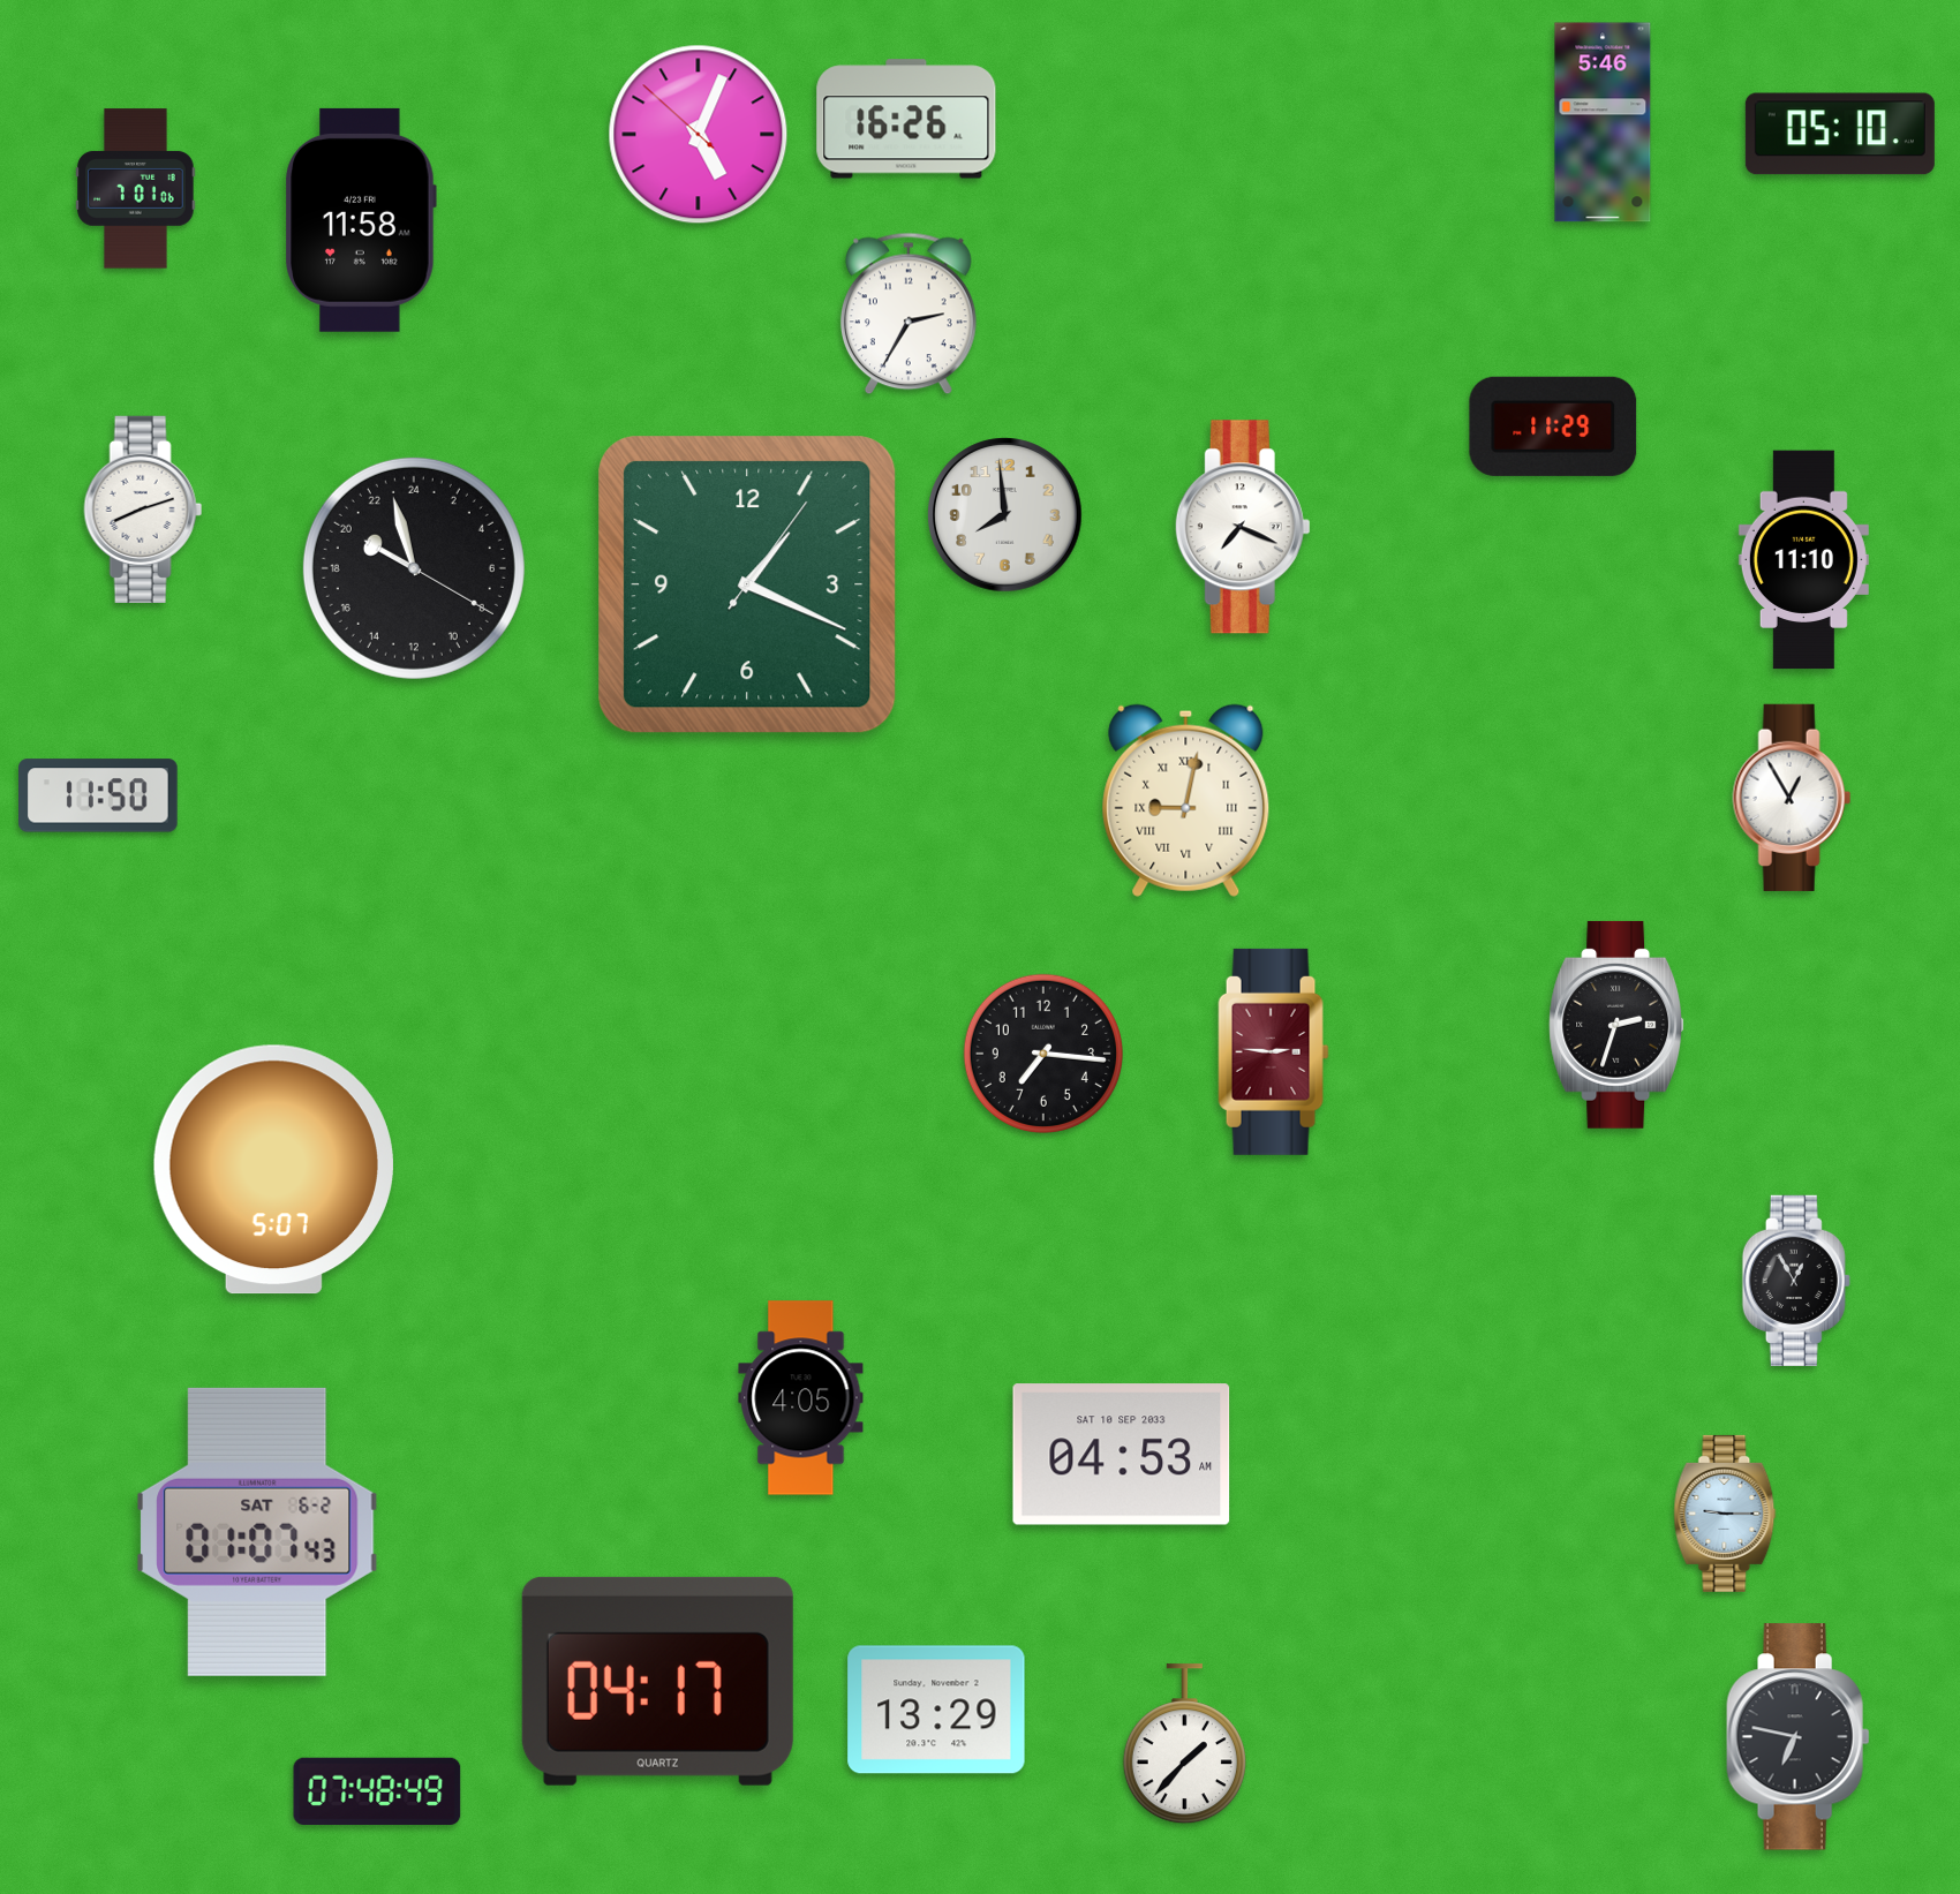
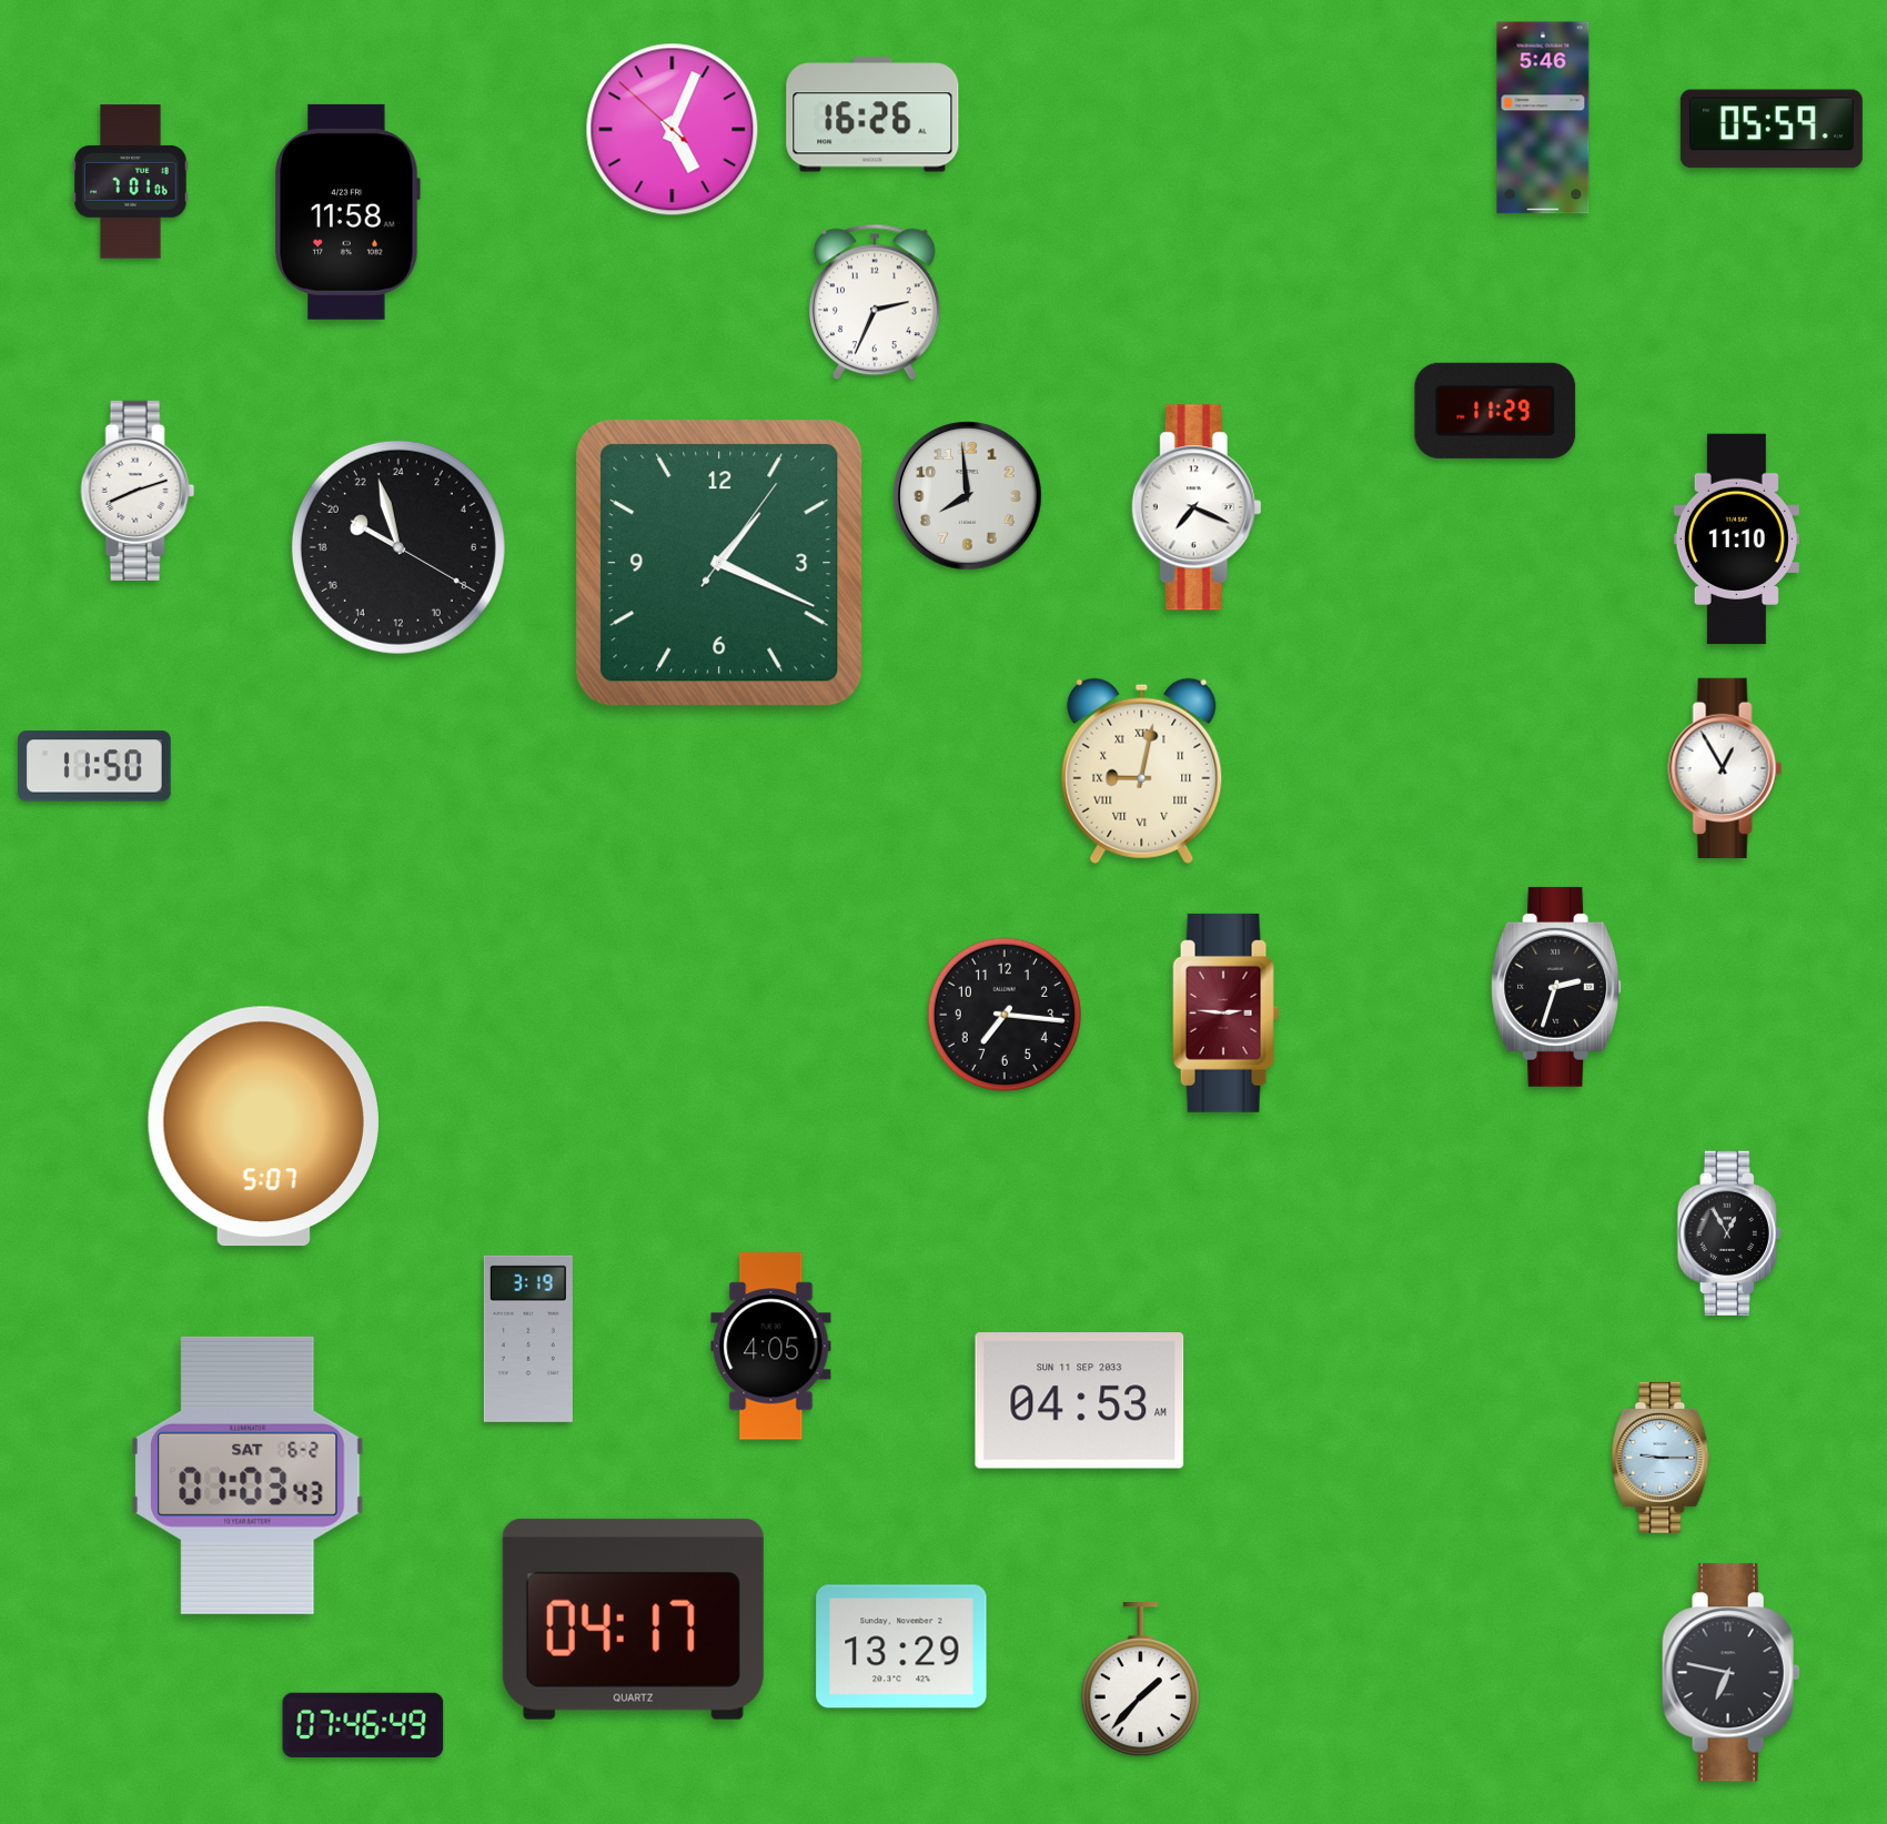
clock at (1840, 134): 05:10 -> 05:59
clock at (909, 314): 2:35 -> 2:34
clock at (528, 1339): none -> 3:19
clock at (1122, 1455) date: SAT 10 SEP 2033 -> SUN 11 SEP 2033
clock at (257, 1532): 01:07 -> 01:03
clock at (377, 1790): 07:48 -> 07:46
